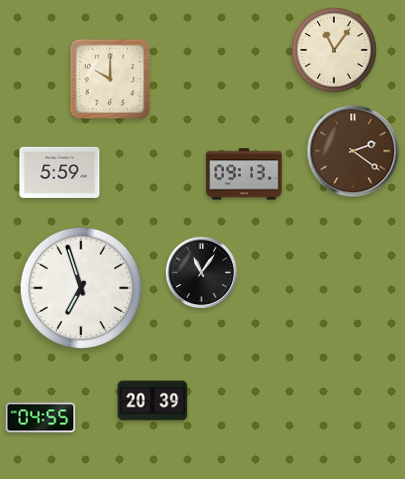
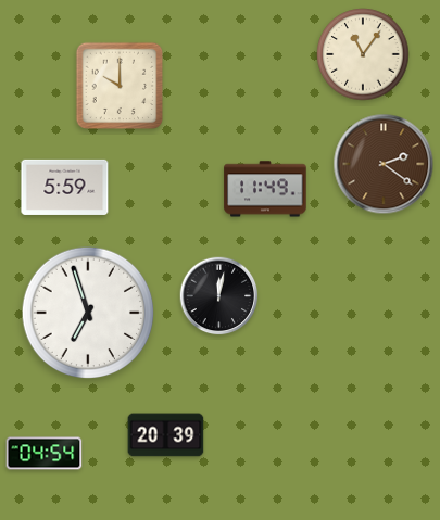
clock at (244, 174): 09:13 -> 11:49
clock at (202, 273): 11:06 -> 12:02
clock at (41, 418): 04:55 -> 04:54
